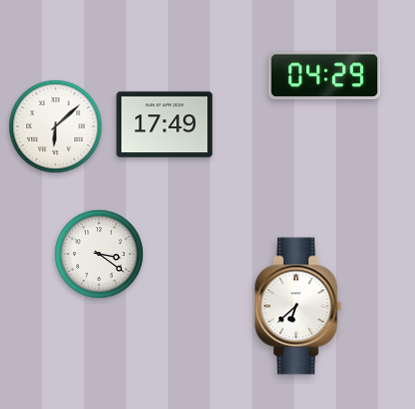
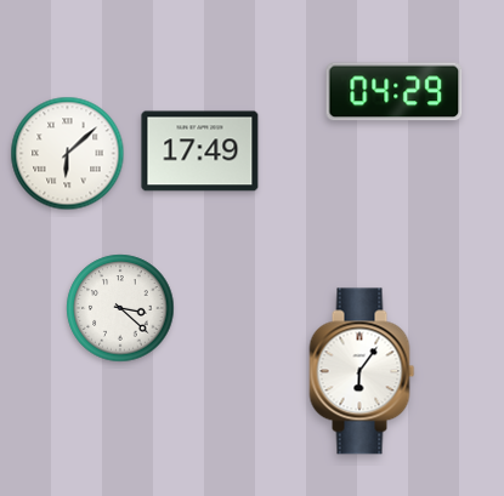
clock at (99, 254): 3:21 -> 3:22
clock at (298, 306): 6:38 -> 6:06
